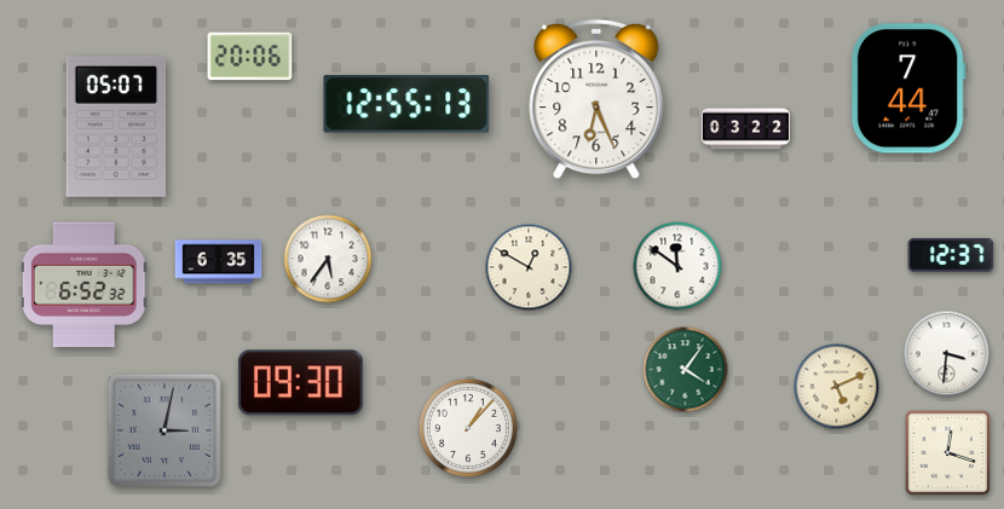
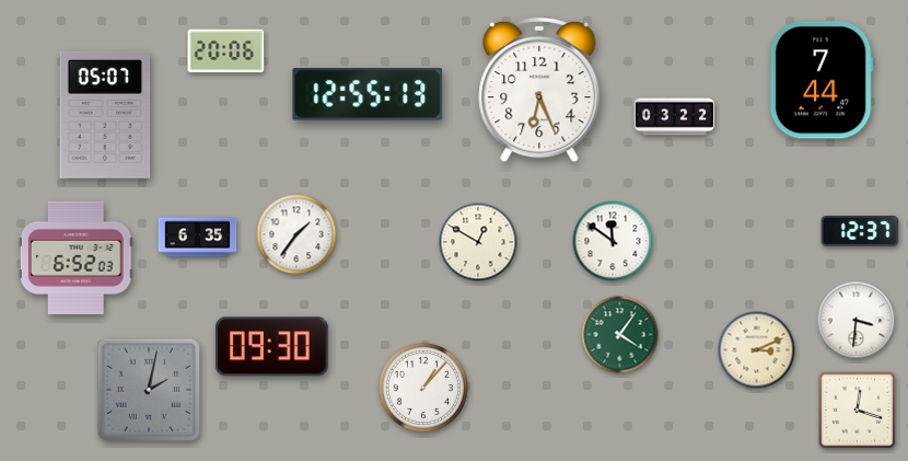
clock at (328, 259): 5:36 -> 1:36
clock at (83, 285): 6:52:32 -> 6:52:03
clock at (837, 387): 5:11 -> 3:11
clock at (165, 430): 3:02 -> 2:02
